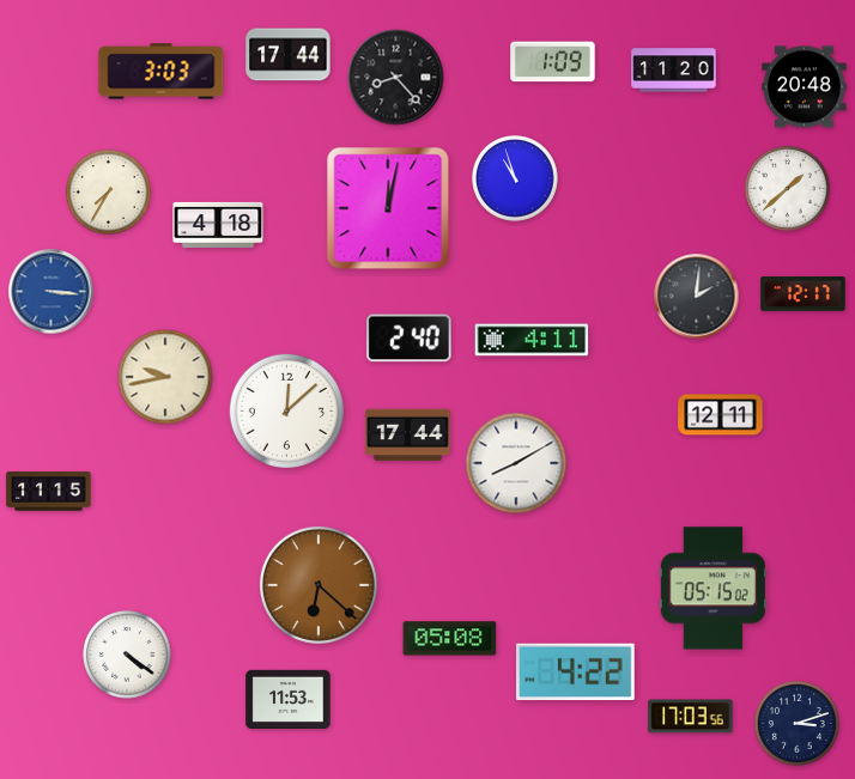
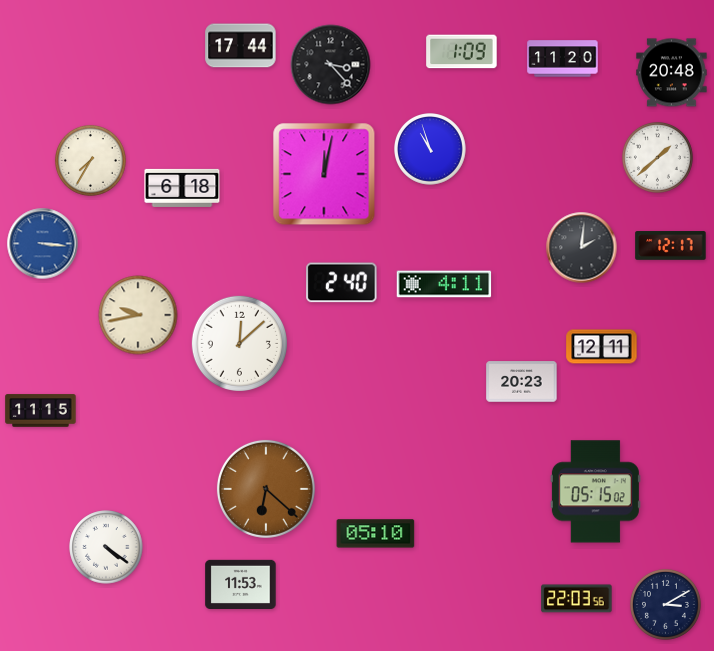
clock at (162, 72): 3:03 -> none
clock at (396, 78): 8:23 -> 3:23
clock at (218, 225): 4:18 -> 6:18
clock at (408, 436): 17:44 -> none
clock at (522, 382): none -> 20:23
clock at (516, 463): 8:10 -> none
clock at (450, 639): 05:08 -> 05:10
clock at (576, 673): 4:22 -> none
clock at (691, 717): 17:03 -> 22:03
clock at (796, 723): 3:12 -> 3:10
